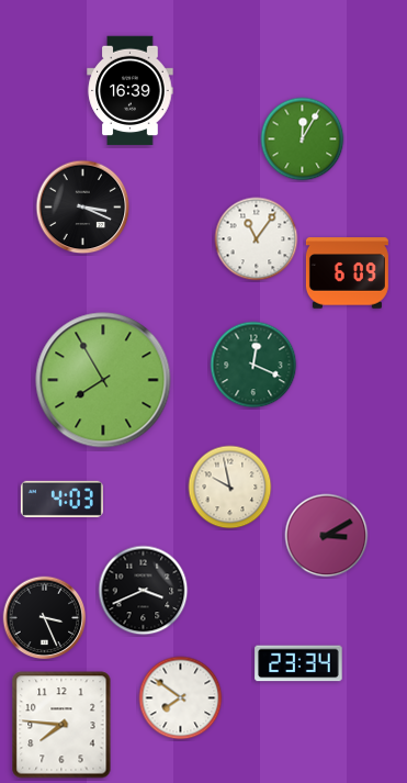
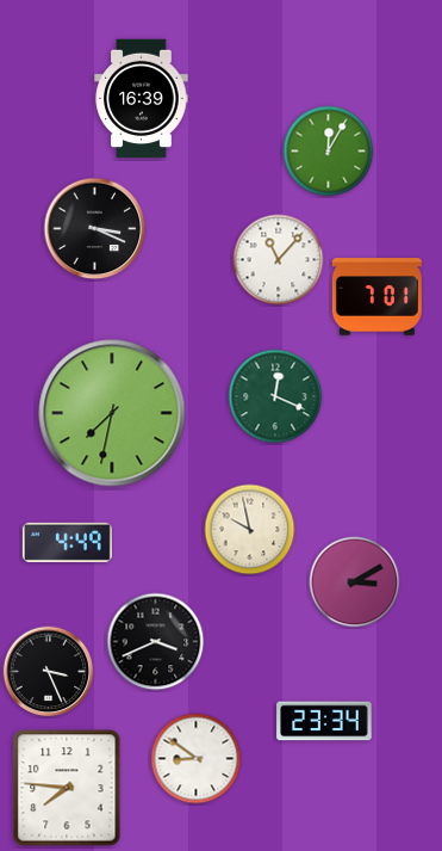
clock at (83, 208) position: (83, 208) -> (95, 229)
clock at (257, 239): 11:06 -> 11:07
clock at (347, 273): 6:09 -> 7:01
clock at (103, 380): 7:55 -> 7:32
clock at (61, 499): 4:03 -> 4:49
clock at (181, 698): 7:51 -> 8:51
